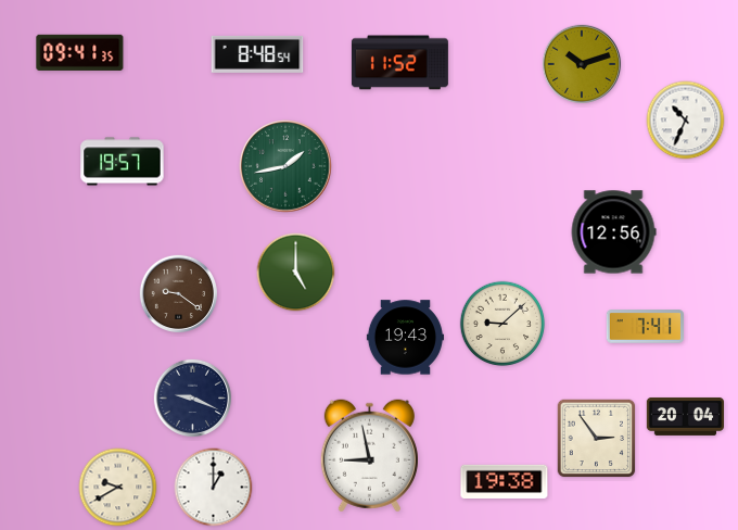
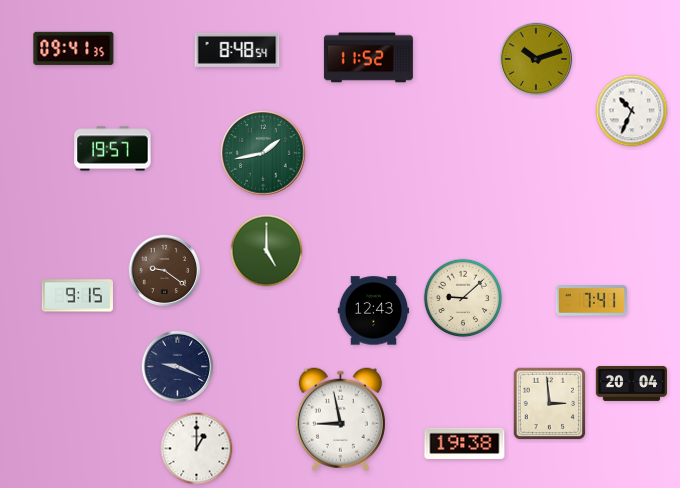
clock at (613, 232): 12:56 -> none
clock at (296, 273) position: (296, 273) -> (267, 251)
clock at (77, 296): none -> 9:15
clock at (645, 327) position: (645, 327) -> (591, 301)
clock at (405, 338): 19:43 -> 12:43
clock at (597, 439): 2:54 -> 2:59
clock at (118, 488): 9:40 -> none
